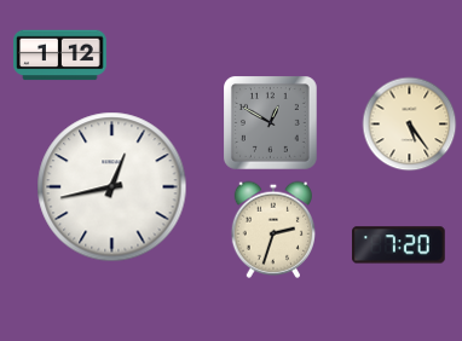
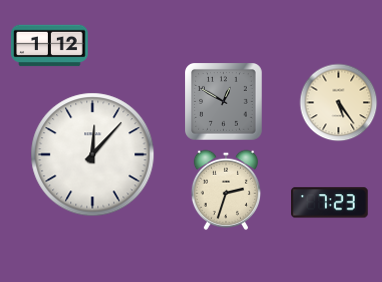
clock at (112, 187): 12:43 -> 12:07
clock at (399, 245): 7:20 -> 7:23
